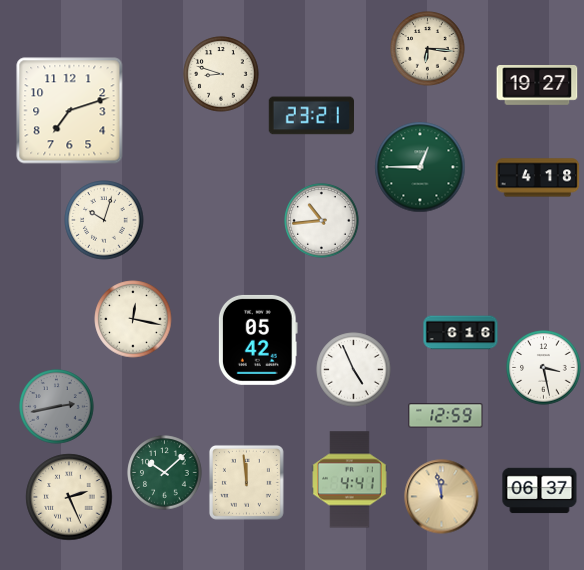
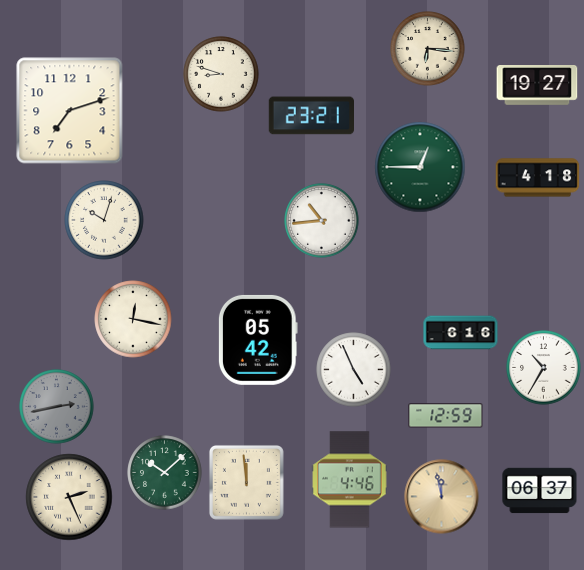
clock at (544, 368): 3:28 -> 10:35
clock at (350, 480): 4:41 -> 4:46
